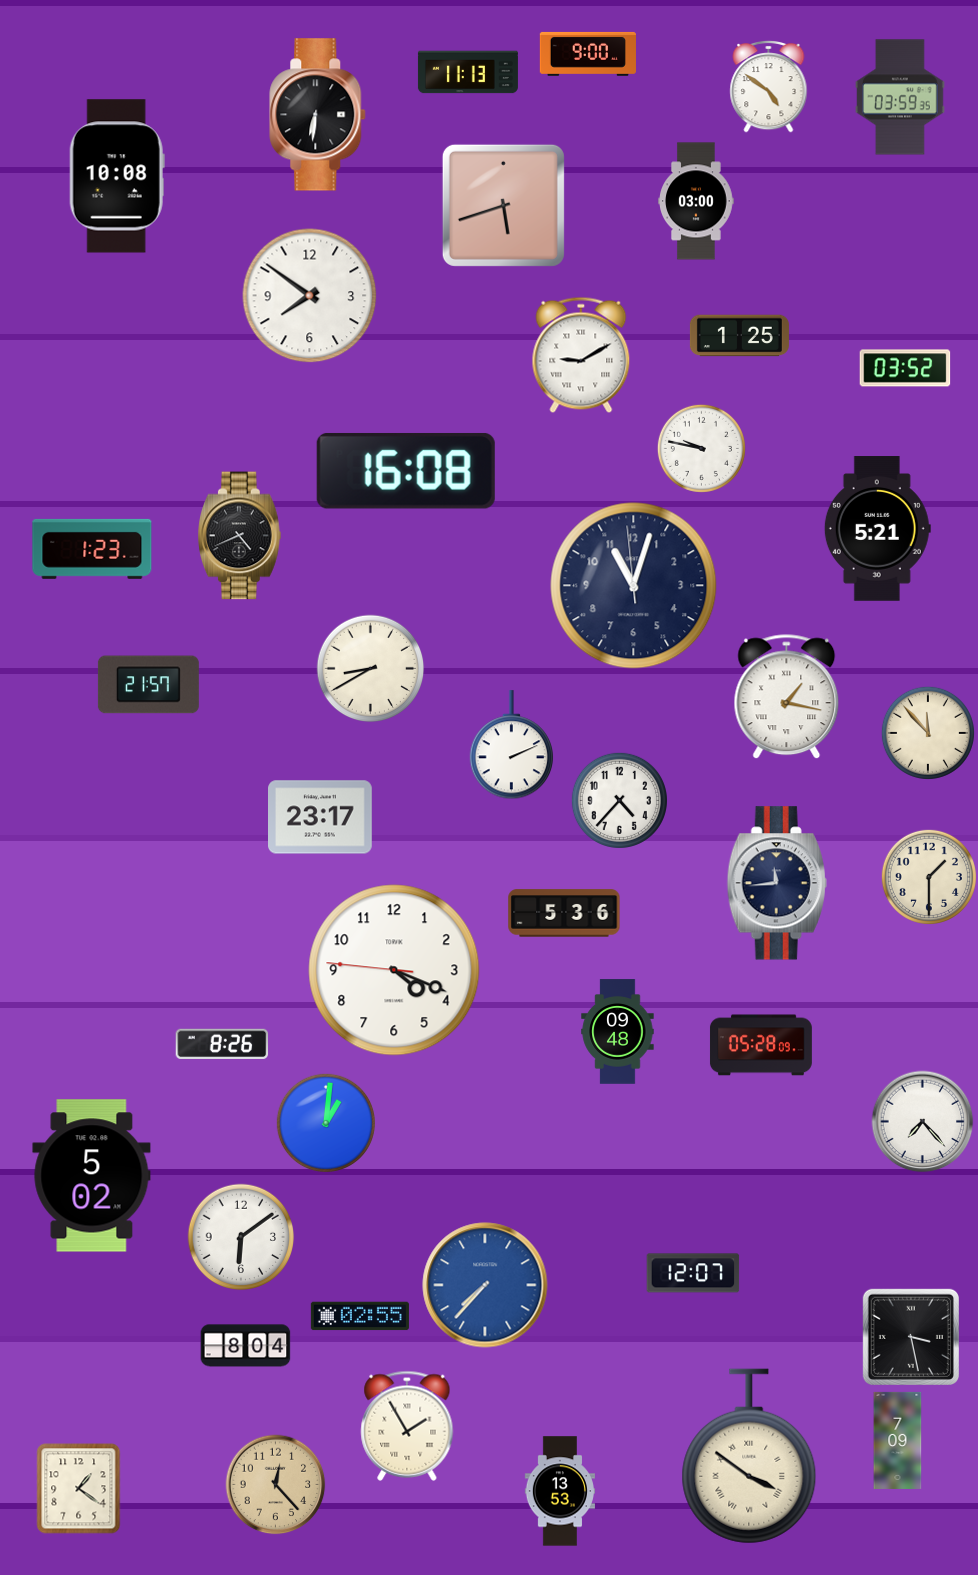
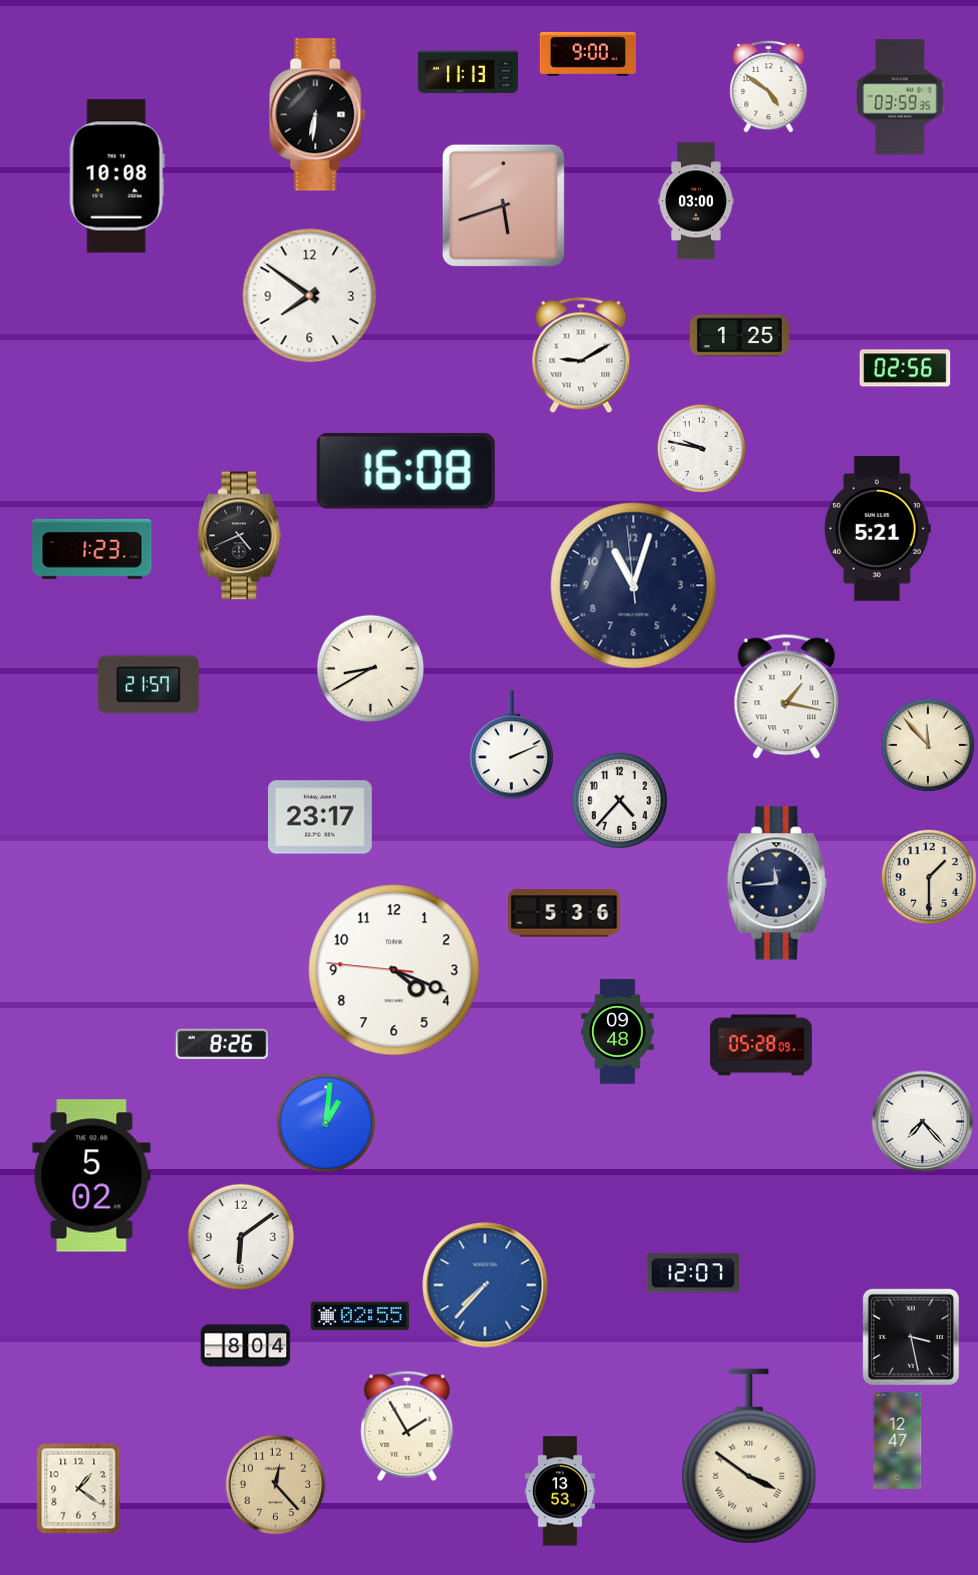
clock at (905, 368): 03:52 -> 02:56
clock at (928, 733) position: (928, 733) -> (928, 745)
clock at (898, 1440): 7:09 -> 12:47
